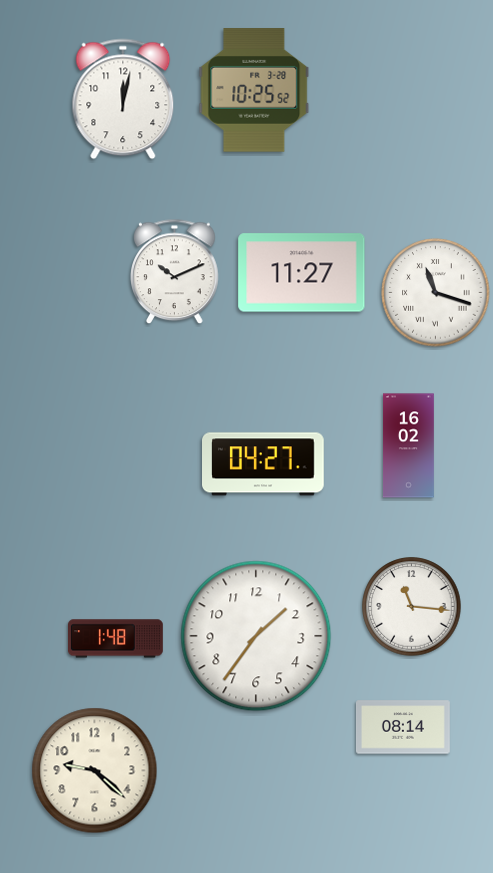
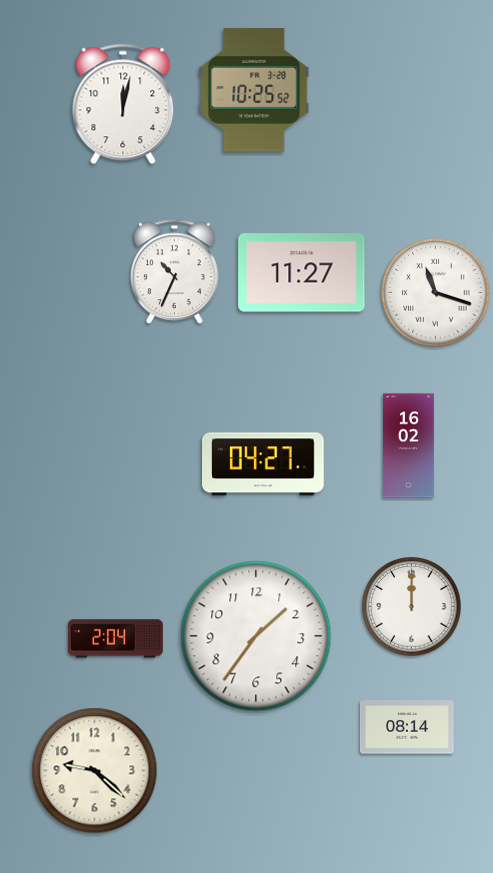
clock at (123, 99) position: (123, 99) -> (123, 104)
clock at (175, 272): 10:11 -> 10:34
clock at (412, 607): 11:16 -> 12:00
clock at (116, 639): 1:48 -> 2:04
clock at (403, 727) position: (403, 727) -> (407, 727)
